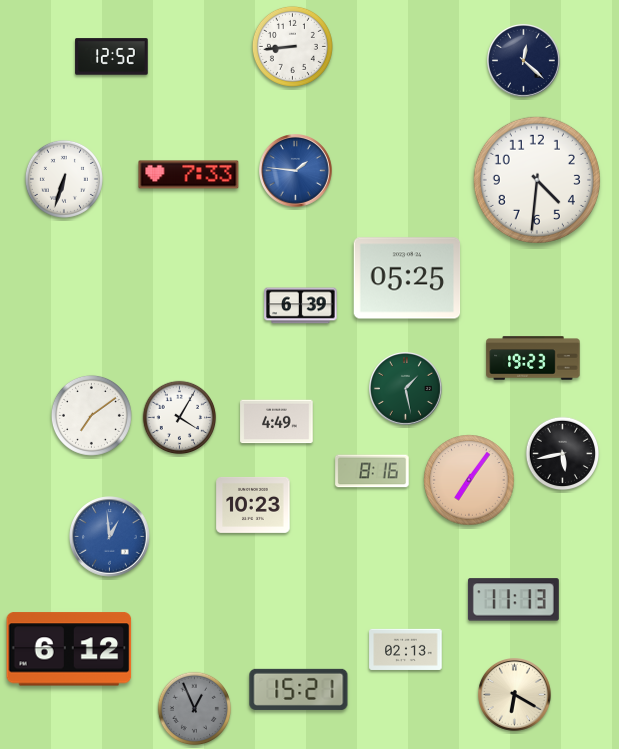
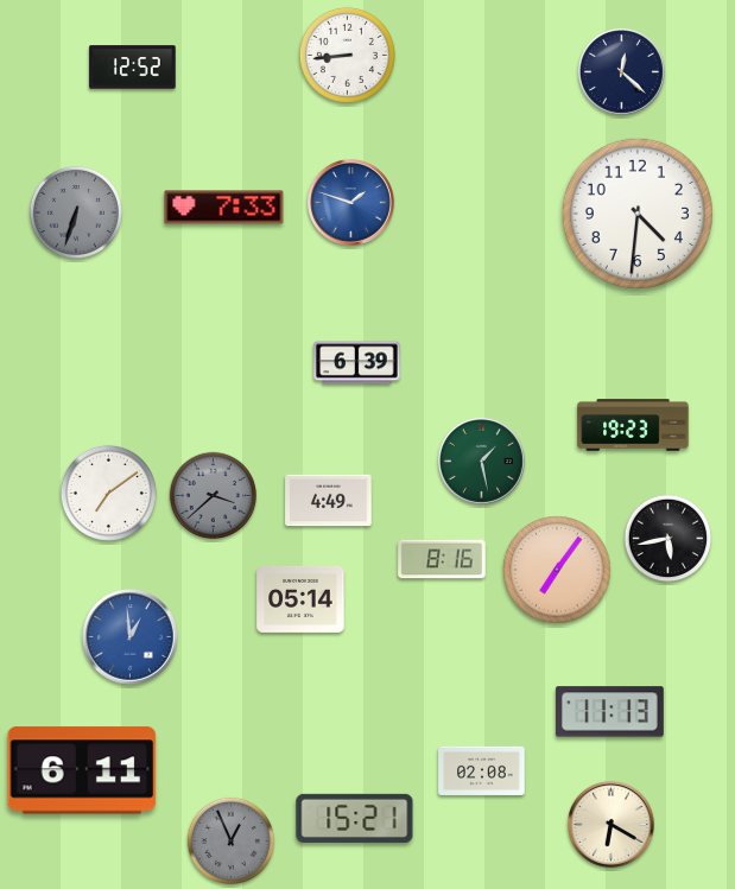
clock at (296, 171): 1:46 -> 1:48
clock at (64, 179) dial: white -> grey
clock at (407, 278): 05:25 -> none
clock at (180, 418): 4:05 -> 3:38
clock at (180, 418) dial: white -> grey
clock at (253, 505): 10:23 -> 05:14
clock at (69, 649): 6:12 -> 6:11
clock at (406, 649): 02:13 -> 02:08
